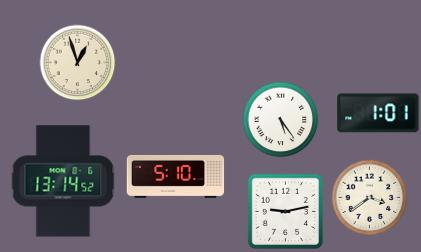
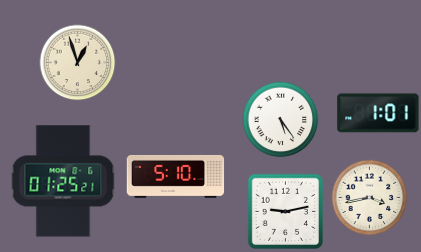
clock at (63, 181): 13:14 -> 01:25
clock at (370, 198): 3:39 -> 3:43
